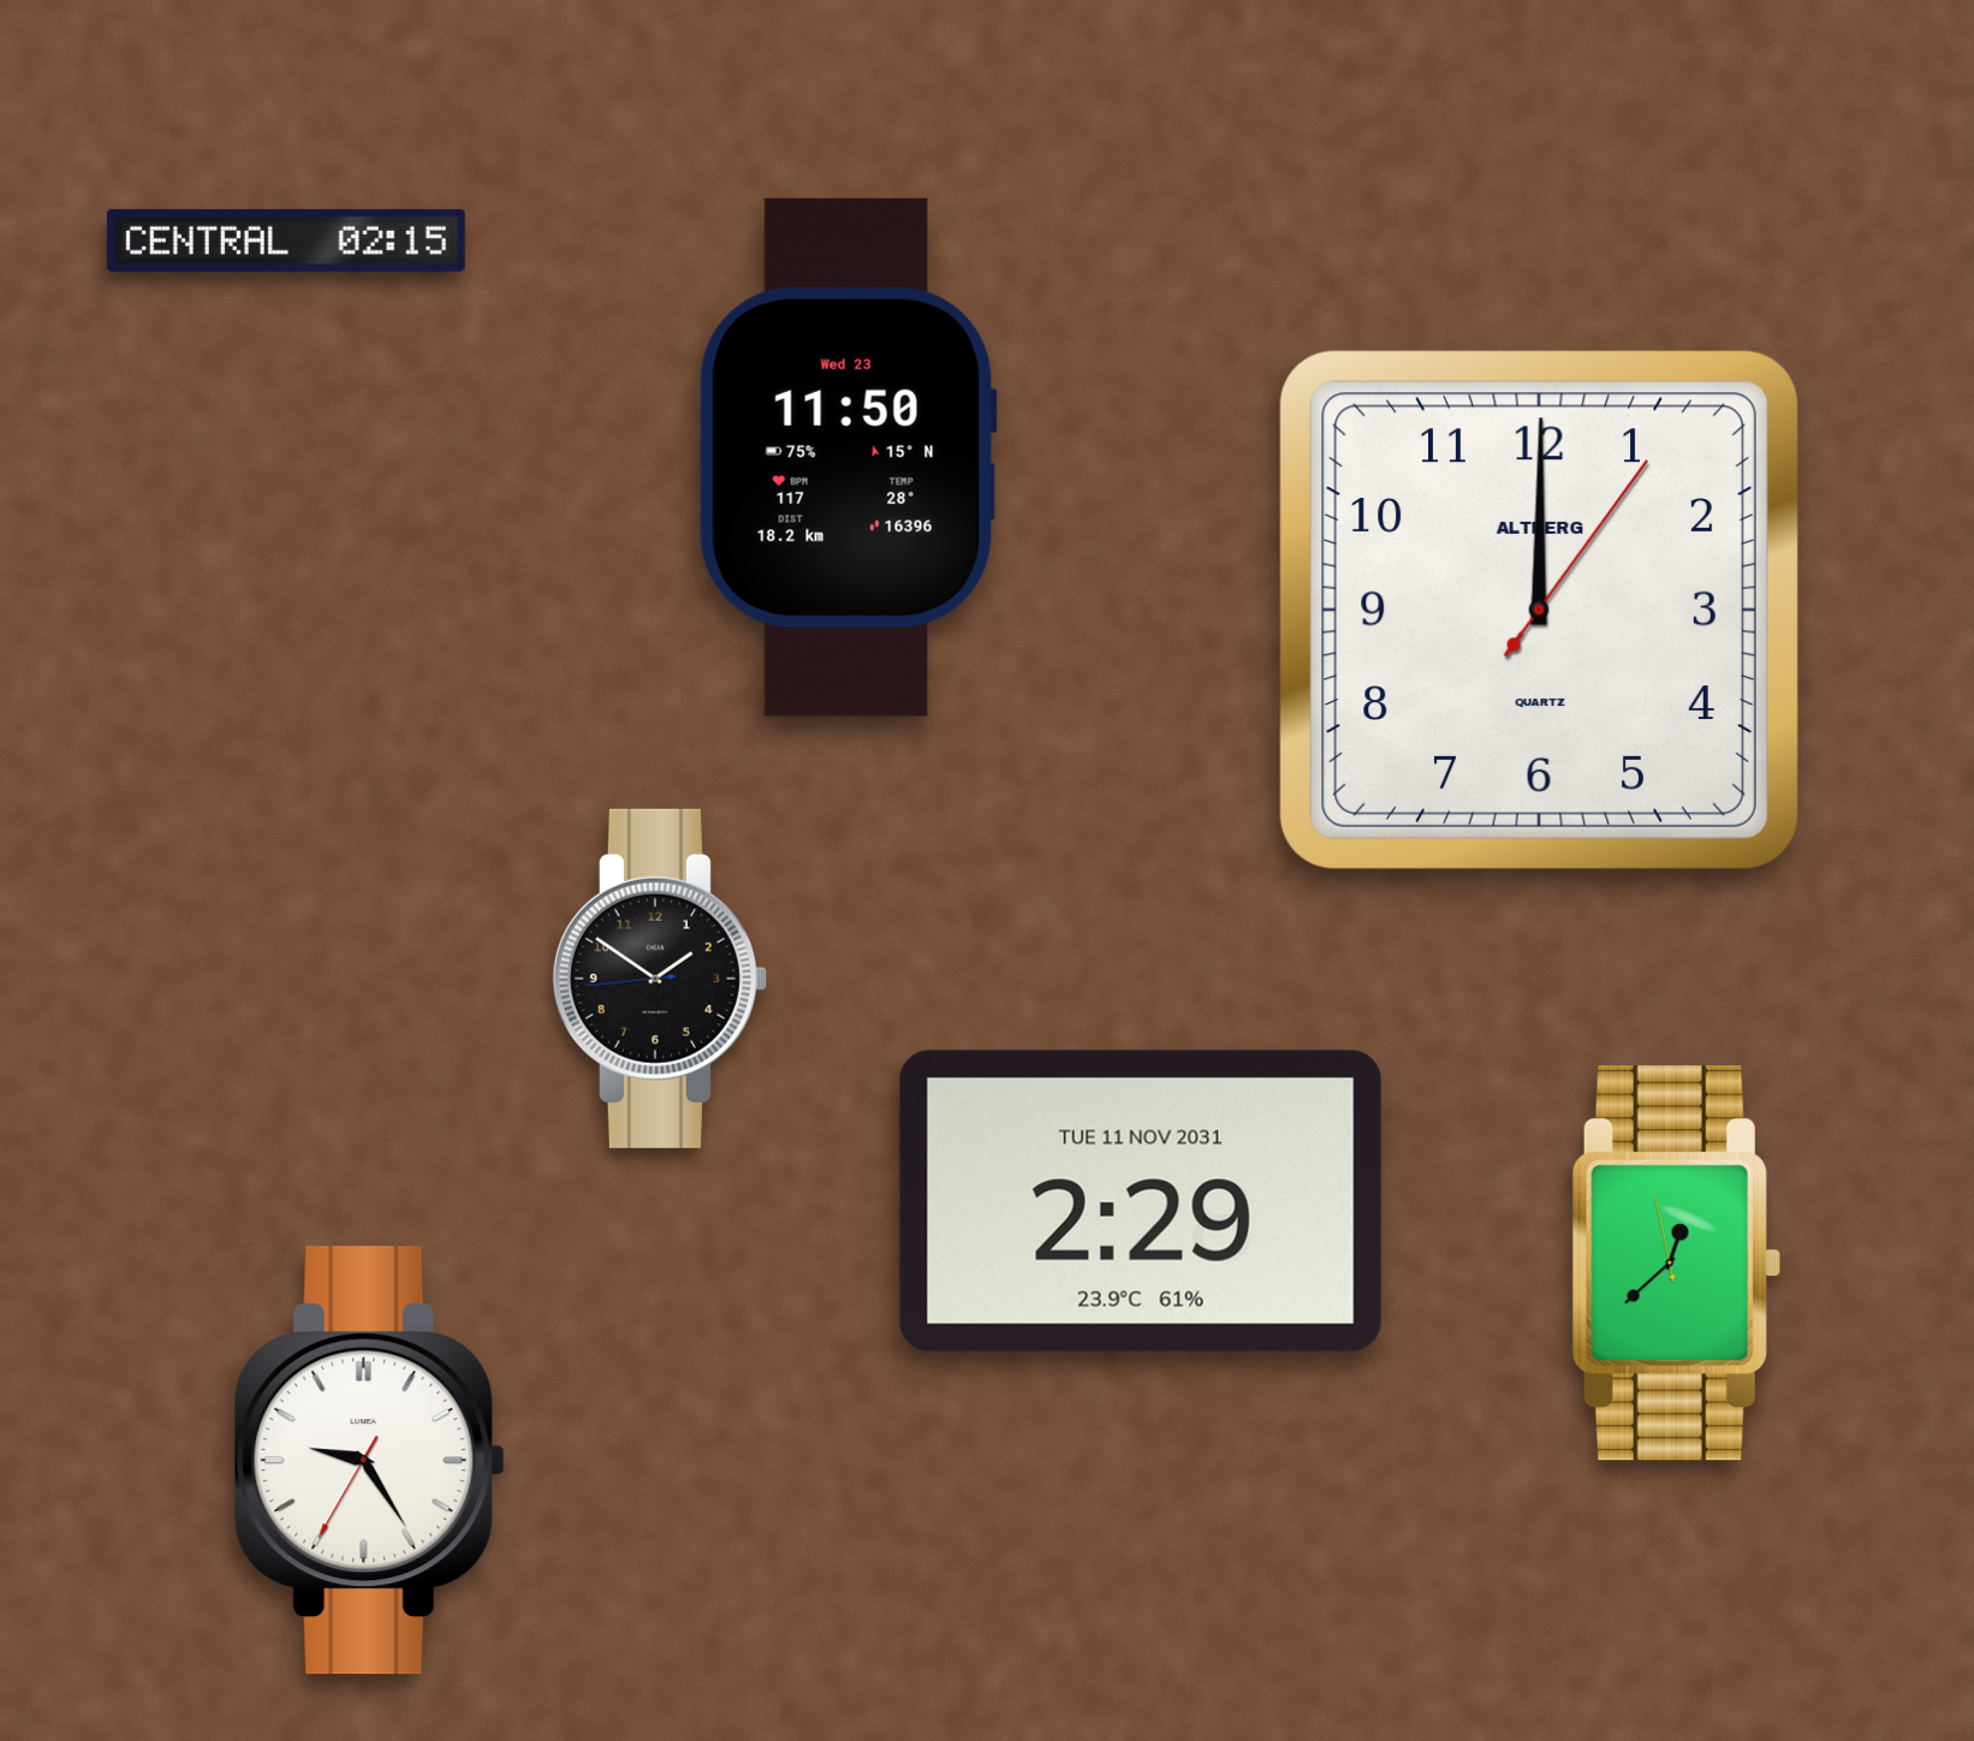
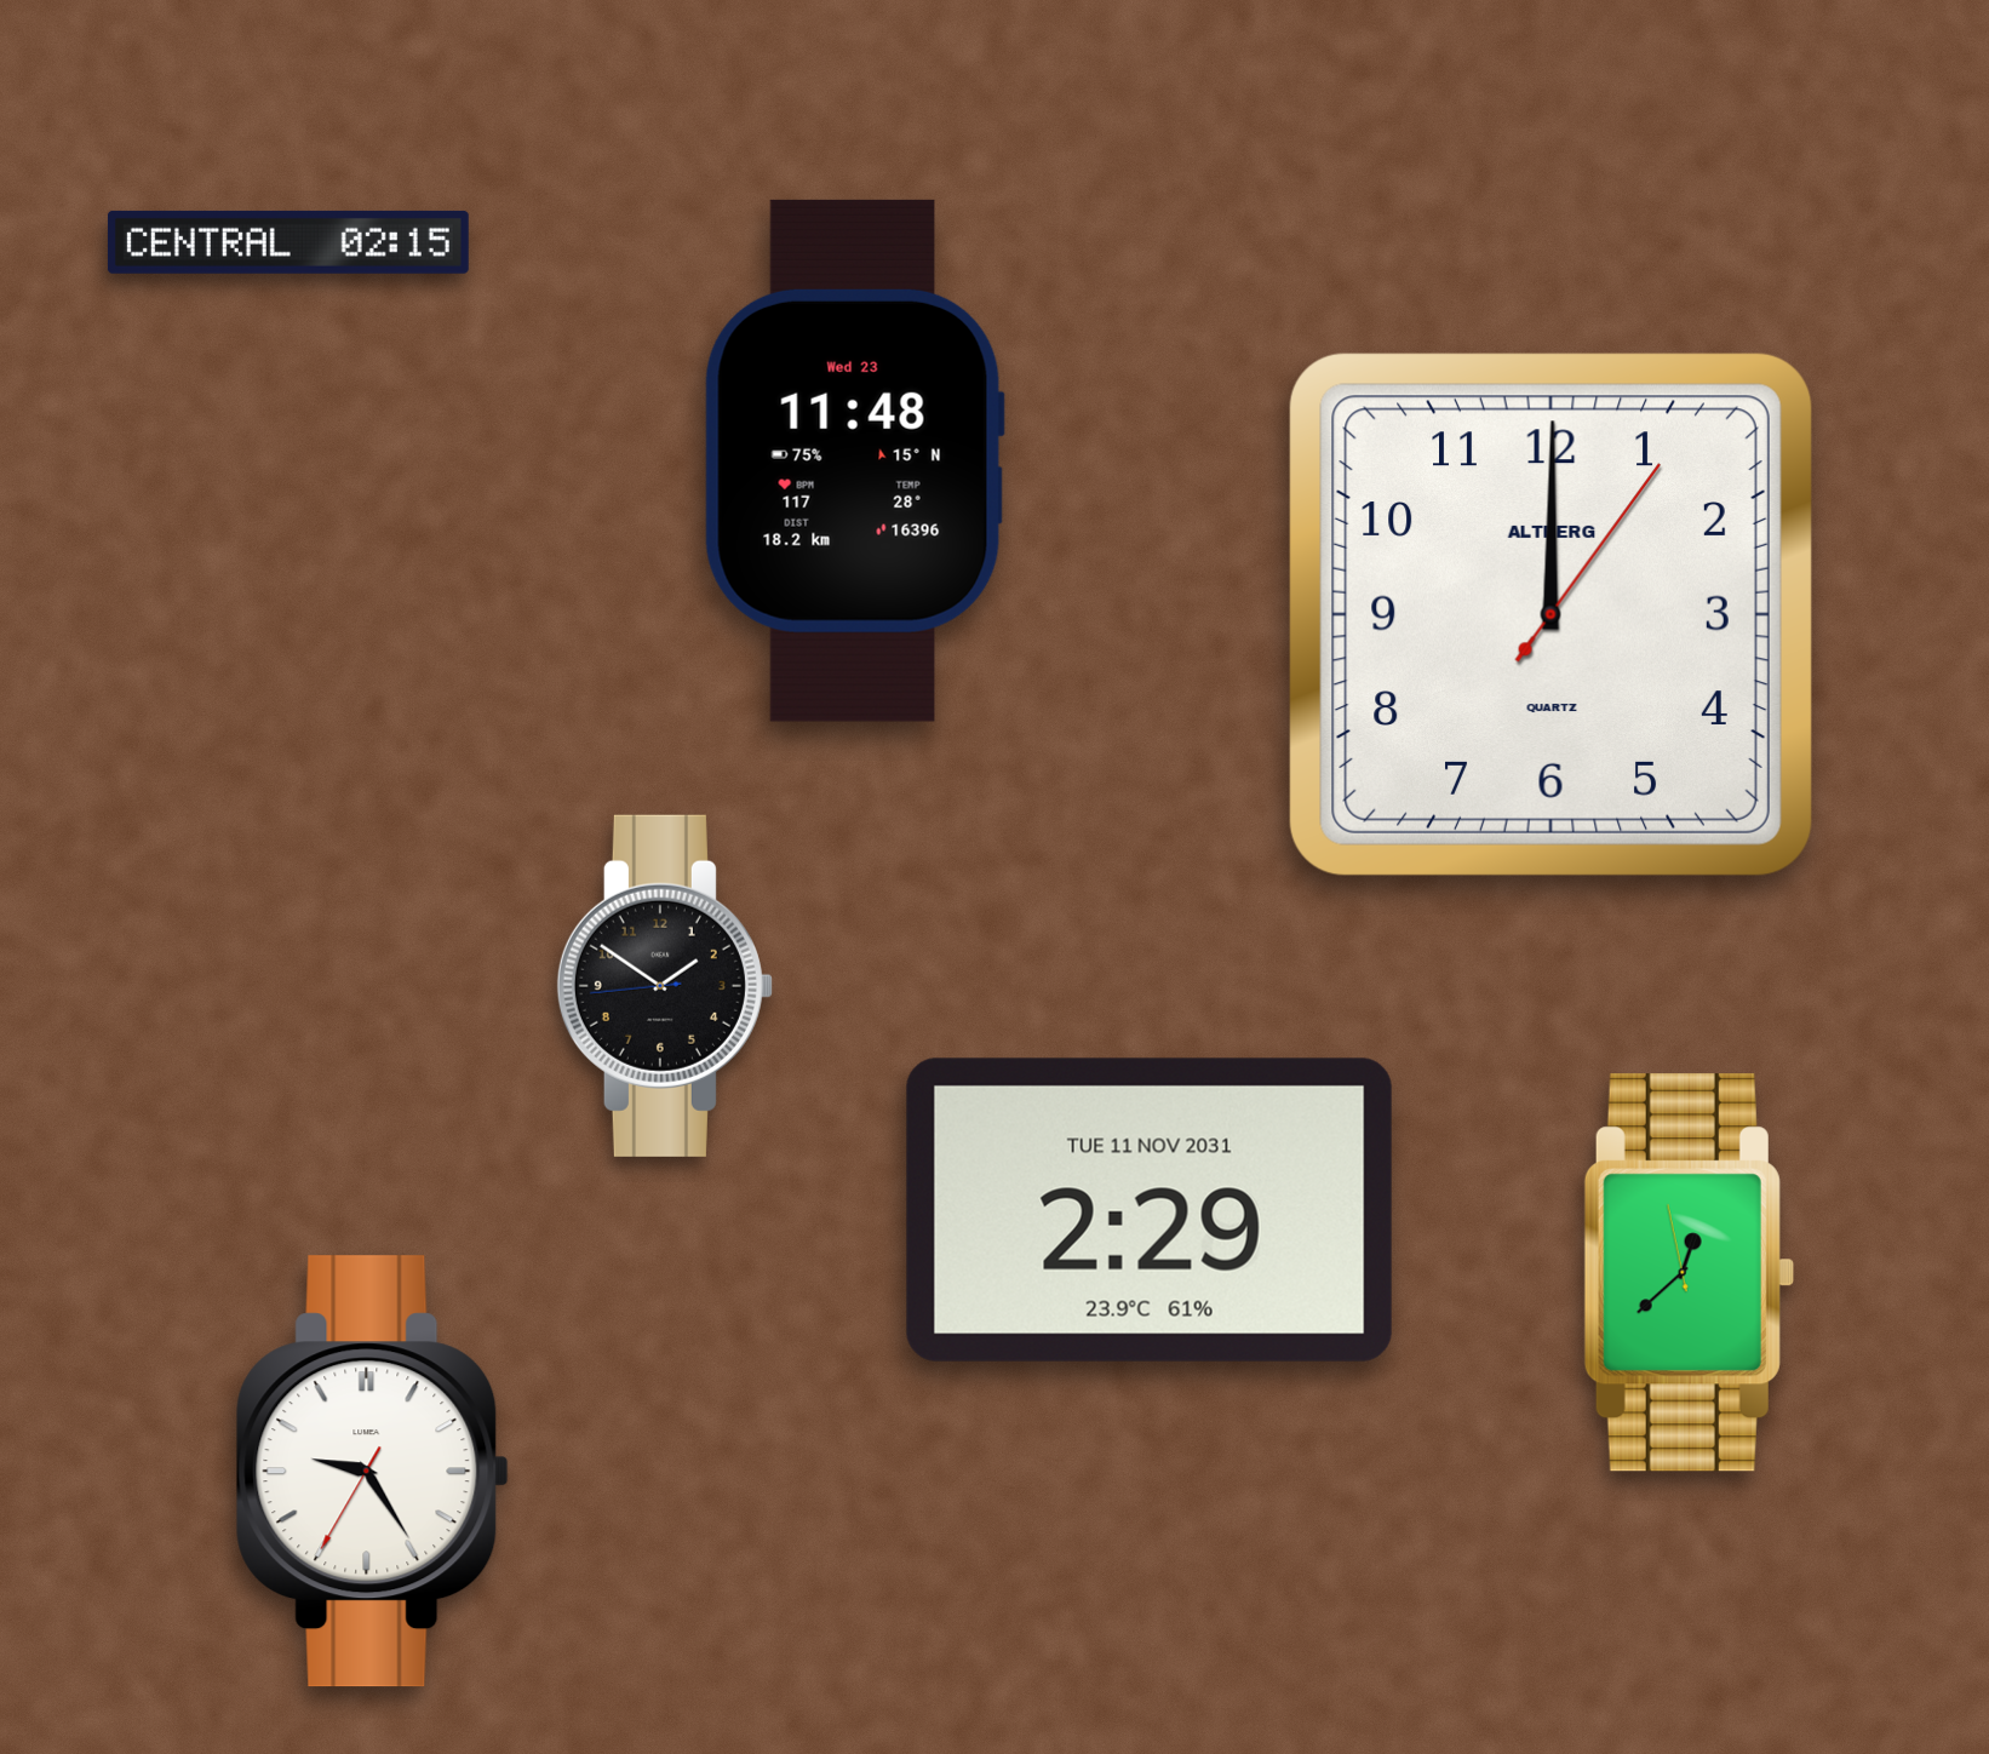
clock at (848, 457): 11:50 -> 11:48
